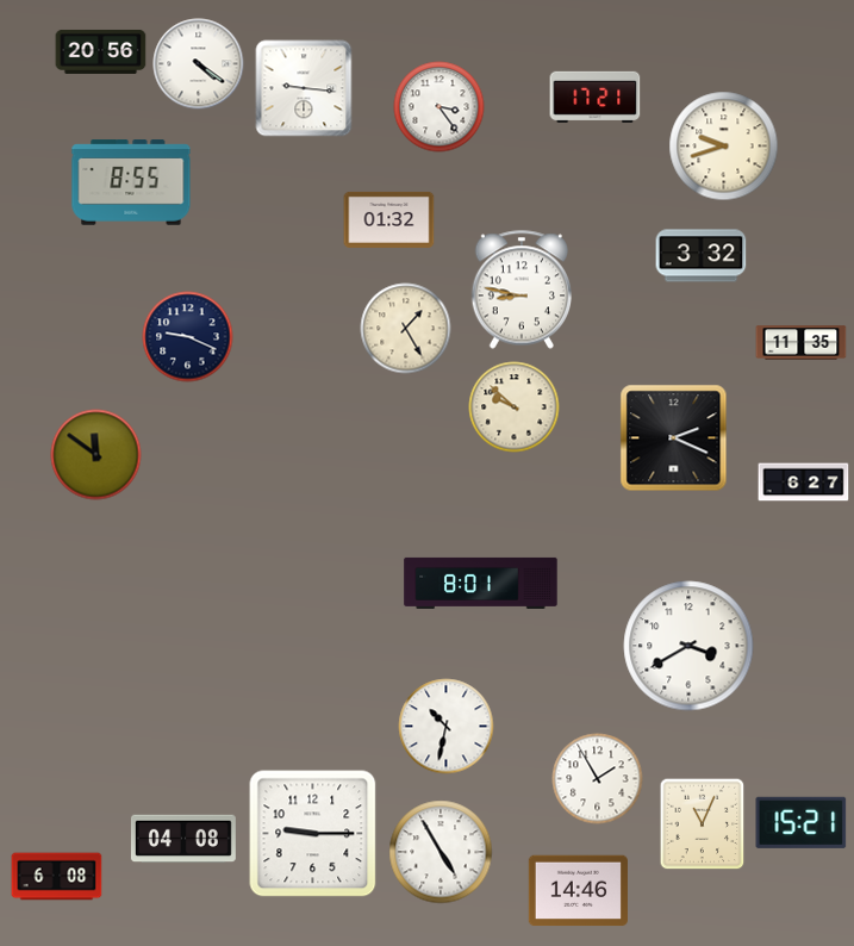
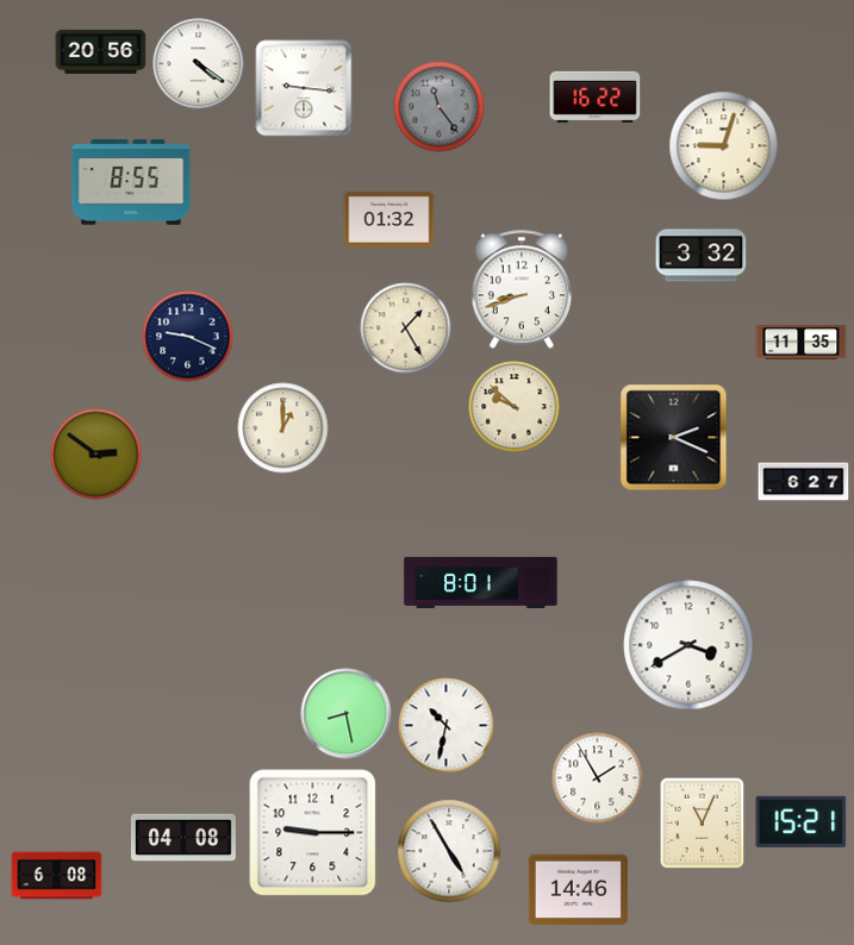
clock at (596, 97): 17:21 -> 16:22
clock at (440, 107): 3:24 -> 11:24
clock at (440, 107) dial: white -> grey
clock at (724, 147): 9:42 -> 9:03
clock at (520, 290): 8:47 -> 8:42
clock at (283, 428): none -> 1:00
clock at (96, 455): 11:51 -> 2:51
clock at (347, 714): none -> 8:28
clock at (441, 852) position: (441, 852) -> (449, 851)
